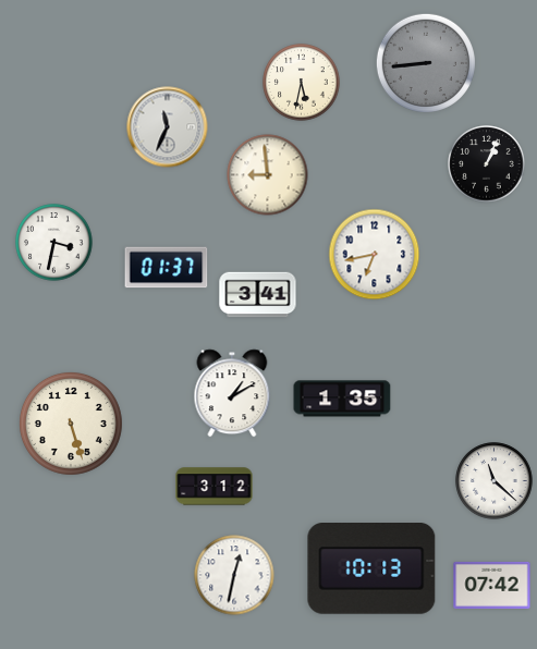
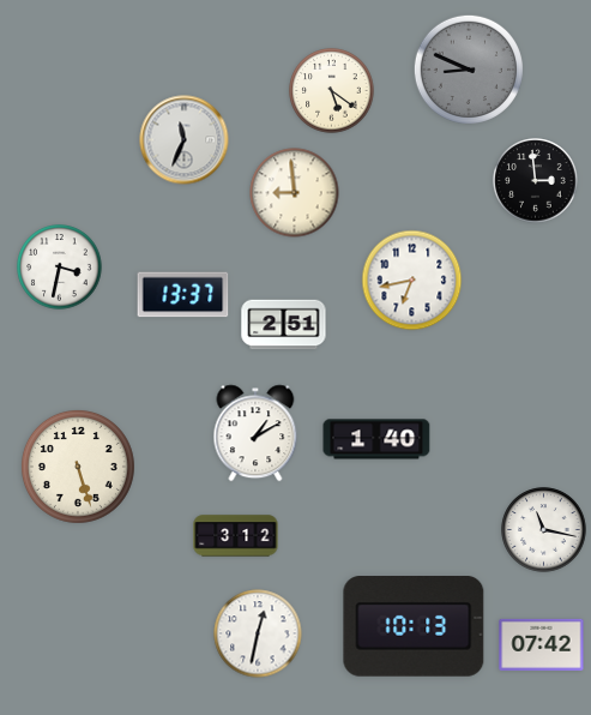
clock at (426, 63): 8:44 -> 8:49
clock at (302, 83): 5:32 -> 5:21
clock at (487, 164): 1:04 -> 2:59
clock at (167, 268): 01:37 -> 13:37
clock at (258, 295): 3:41 -> 2:51
clock at (342, 399): 1:35 -> 1:40
clock at (495, 481): 11:22 -> 11:17
clock at (371, 570) position: (371, 570) -> (414, 627)
